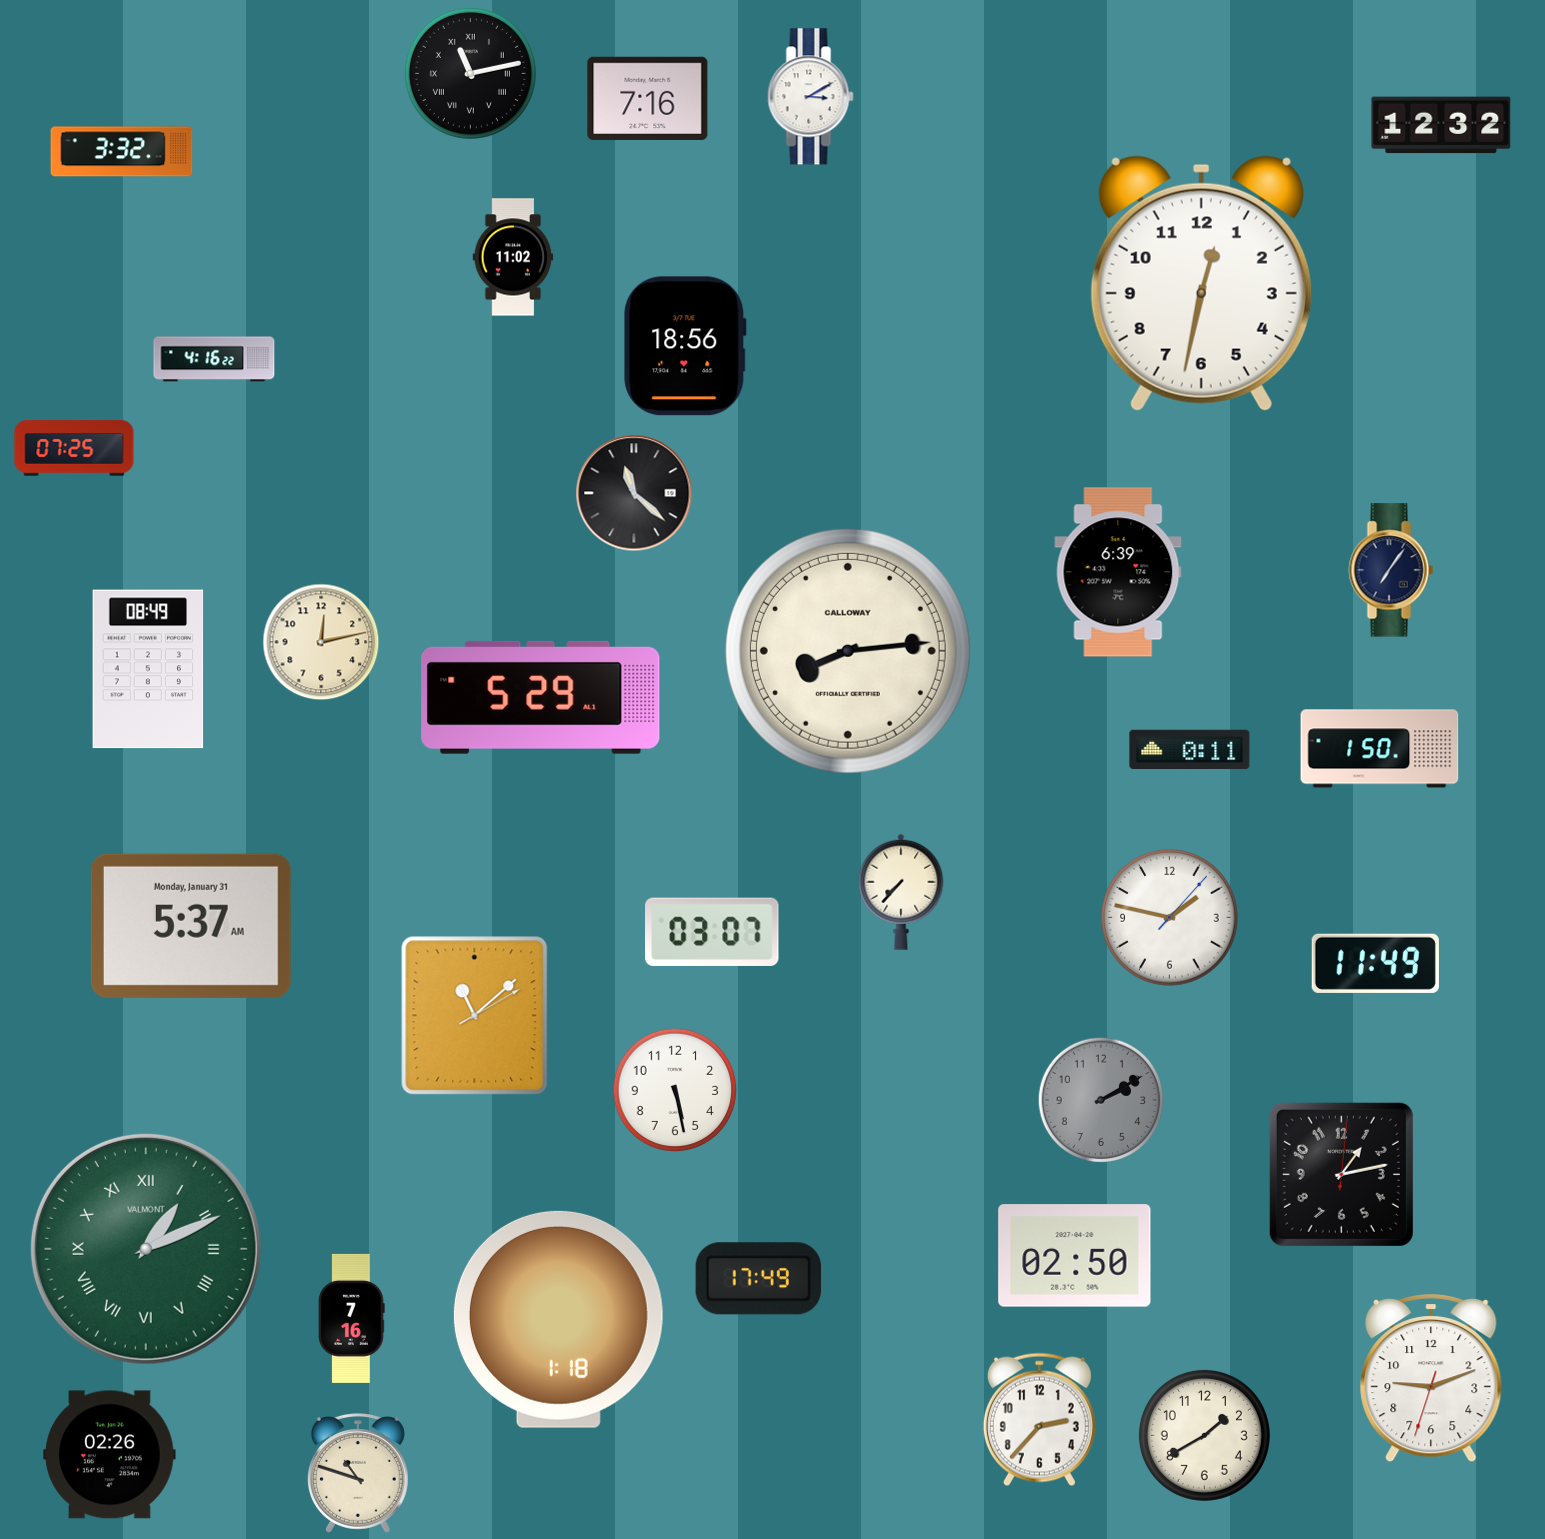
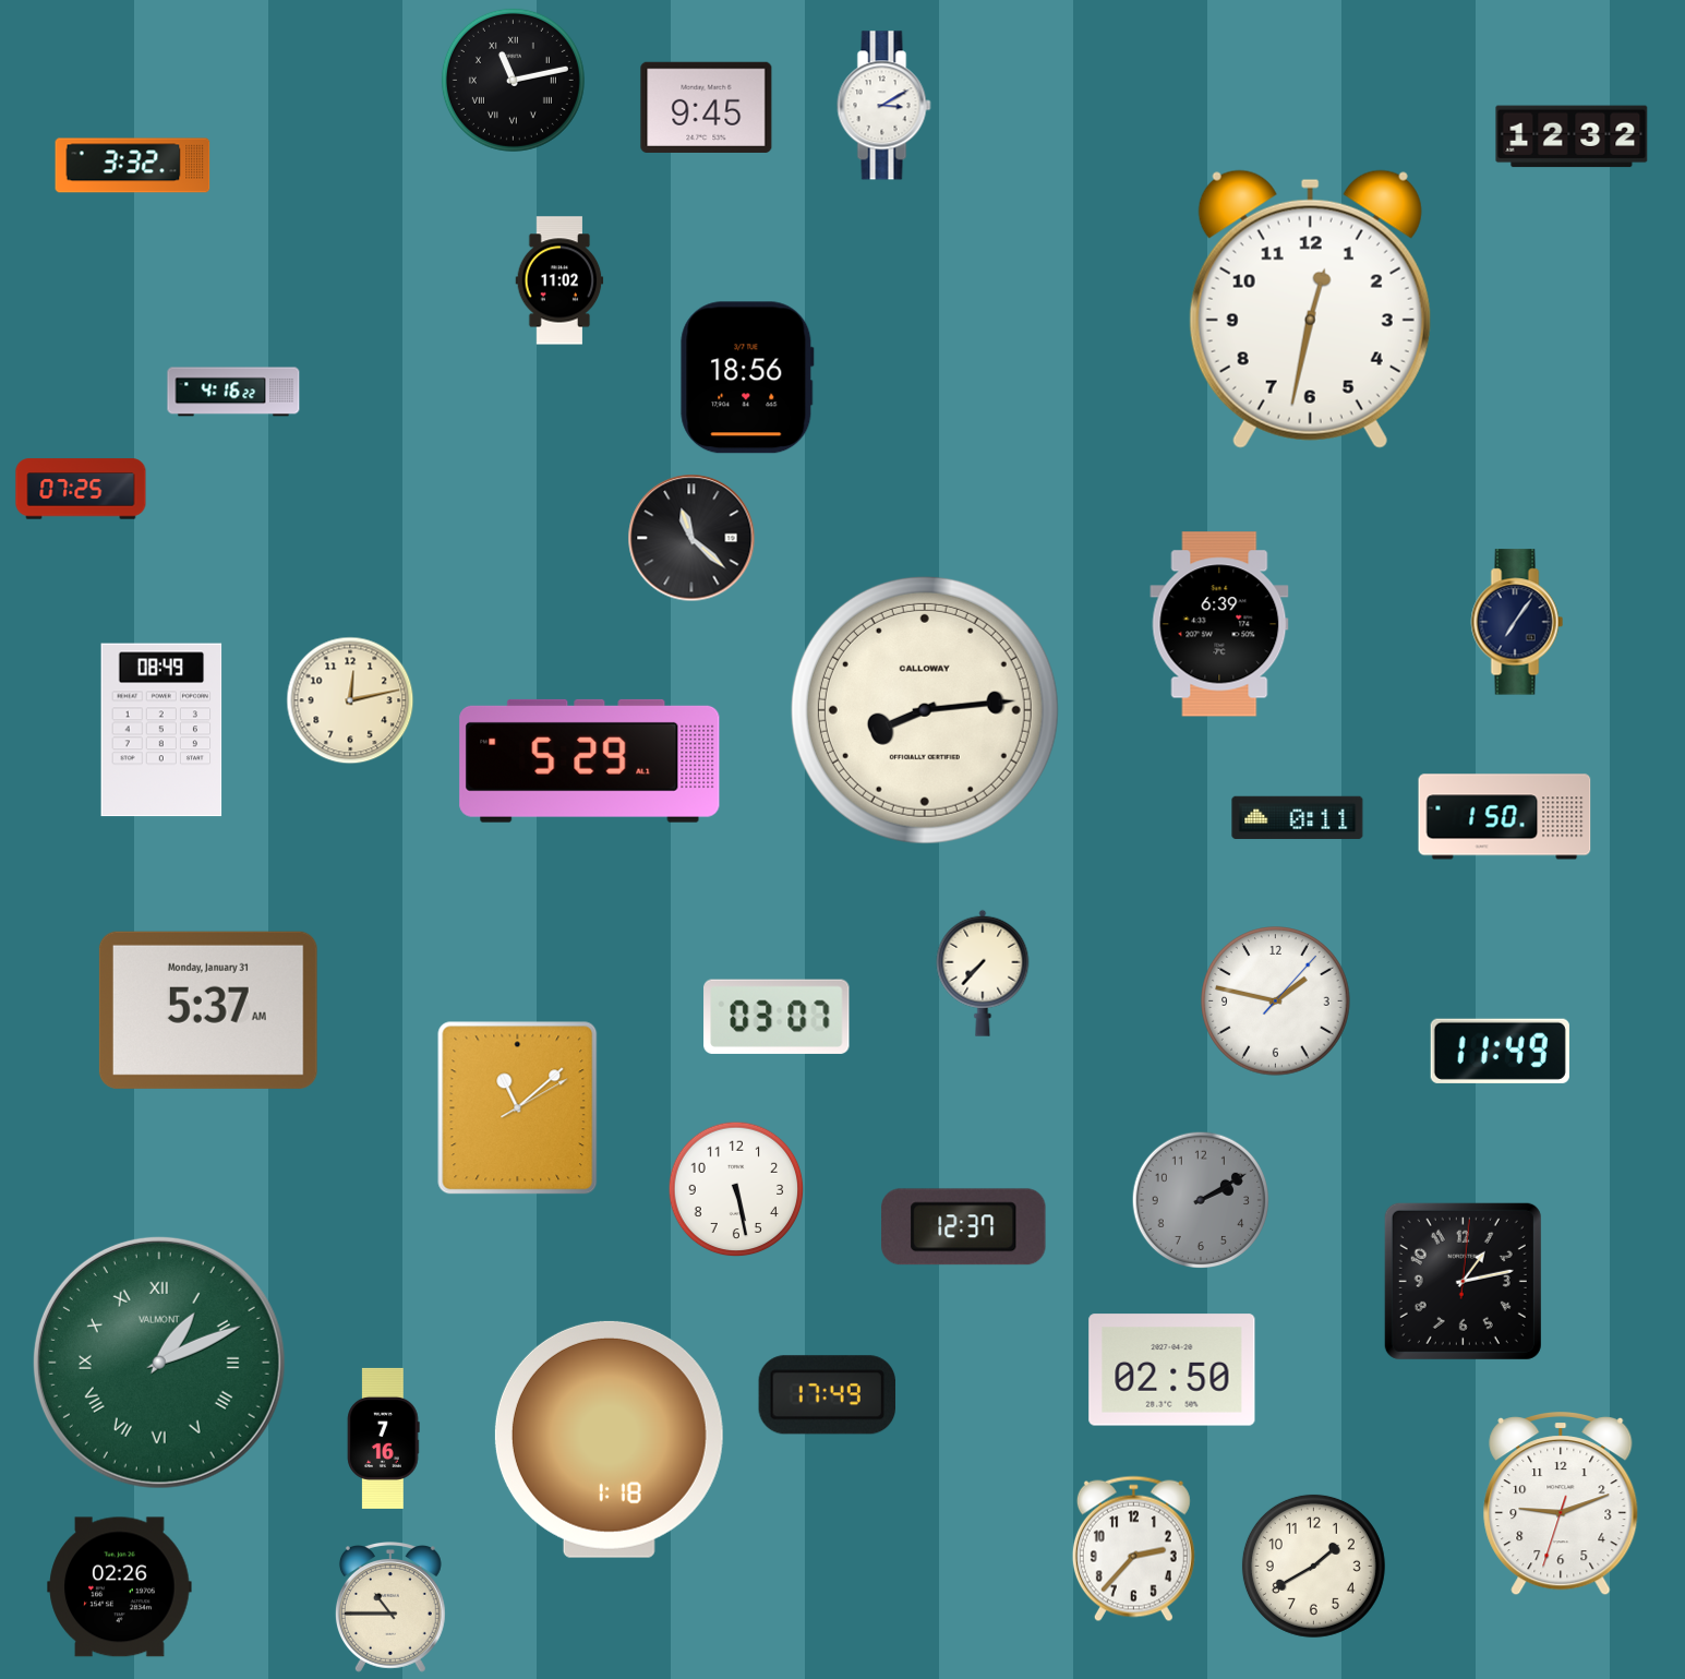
clock at (648, 98): 7:16 -> 9:45
clock at (964, 1227): none -> 12:37
clock at (358, 1474): 10:48 -> 10:45
